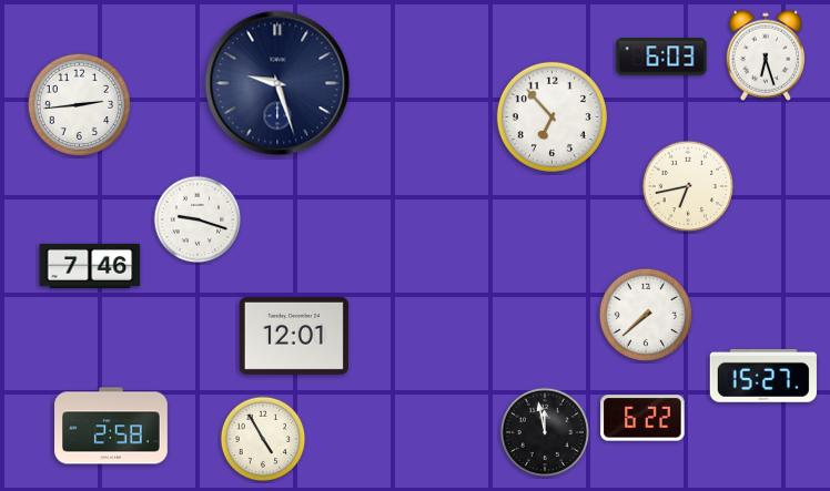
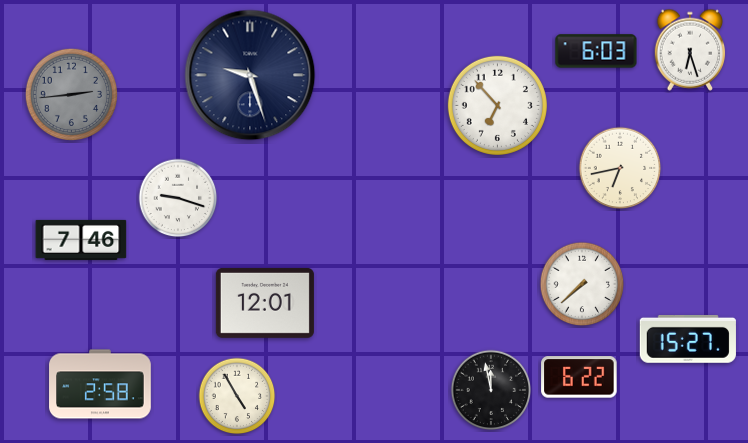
clock at (79, 104) dial: white -> grey
